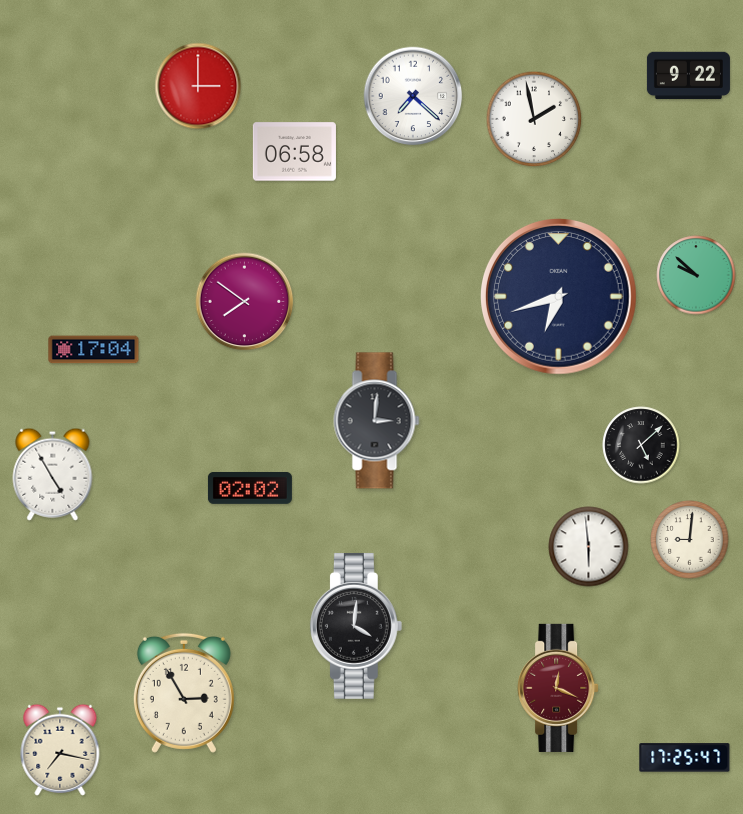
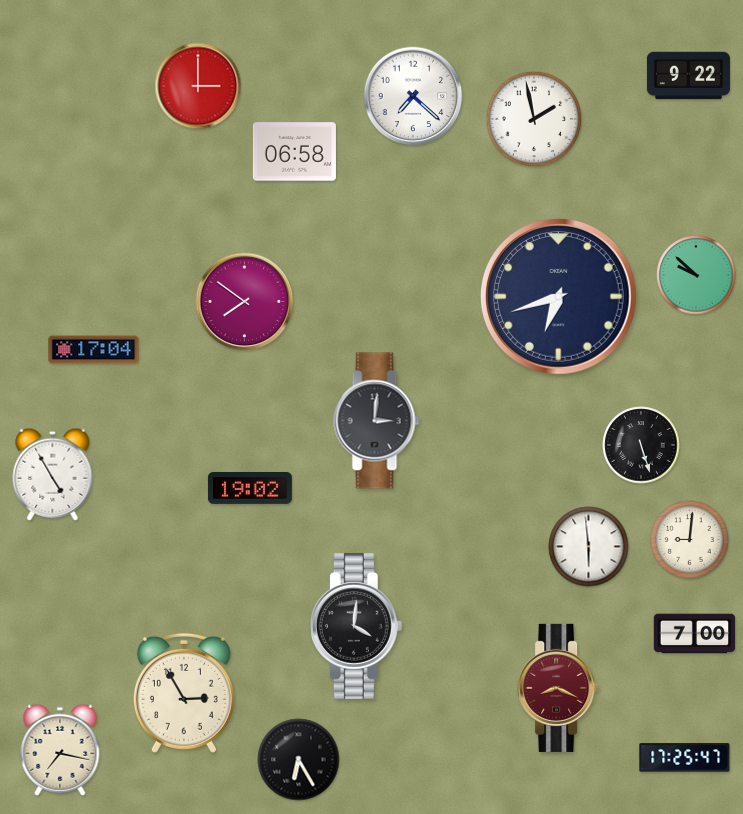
clock at (641, 445): 5:08 -> 5:27
clock at (250, 488): 02:02 -> 19:02
clock at (695, 634): none -> 7:00
clock at (558, 688): 12:19 -> 8:19
clock at (299, 760): none -> 6:25
